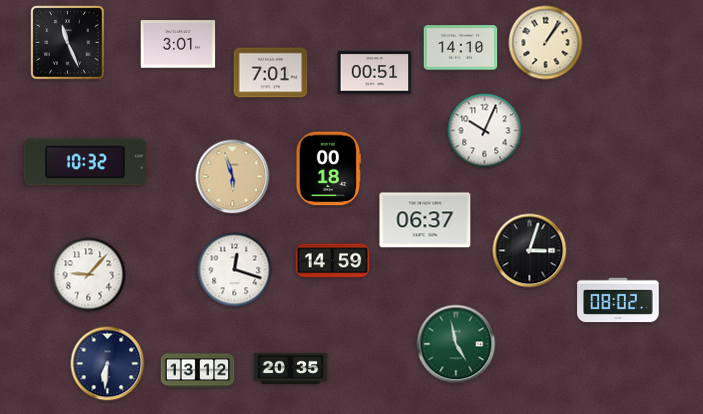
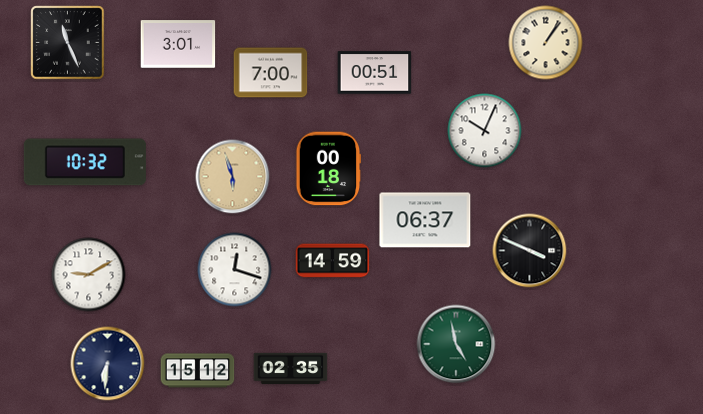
clock at (461, 48): 14:10 -> none
clock at (271, 73): 7:01 -> 7:00
clock at (530, 251): 3:03 -> 3:49
clock at (89, 275): 9:07 -> 9:10
clock at (618, 300): 08:02 -> none
clock at (291, 368): 20:35 -> 02:35
clock at (198, 371): 13:12 -> 15:12
